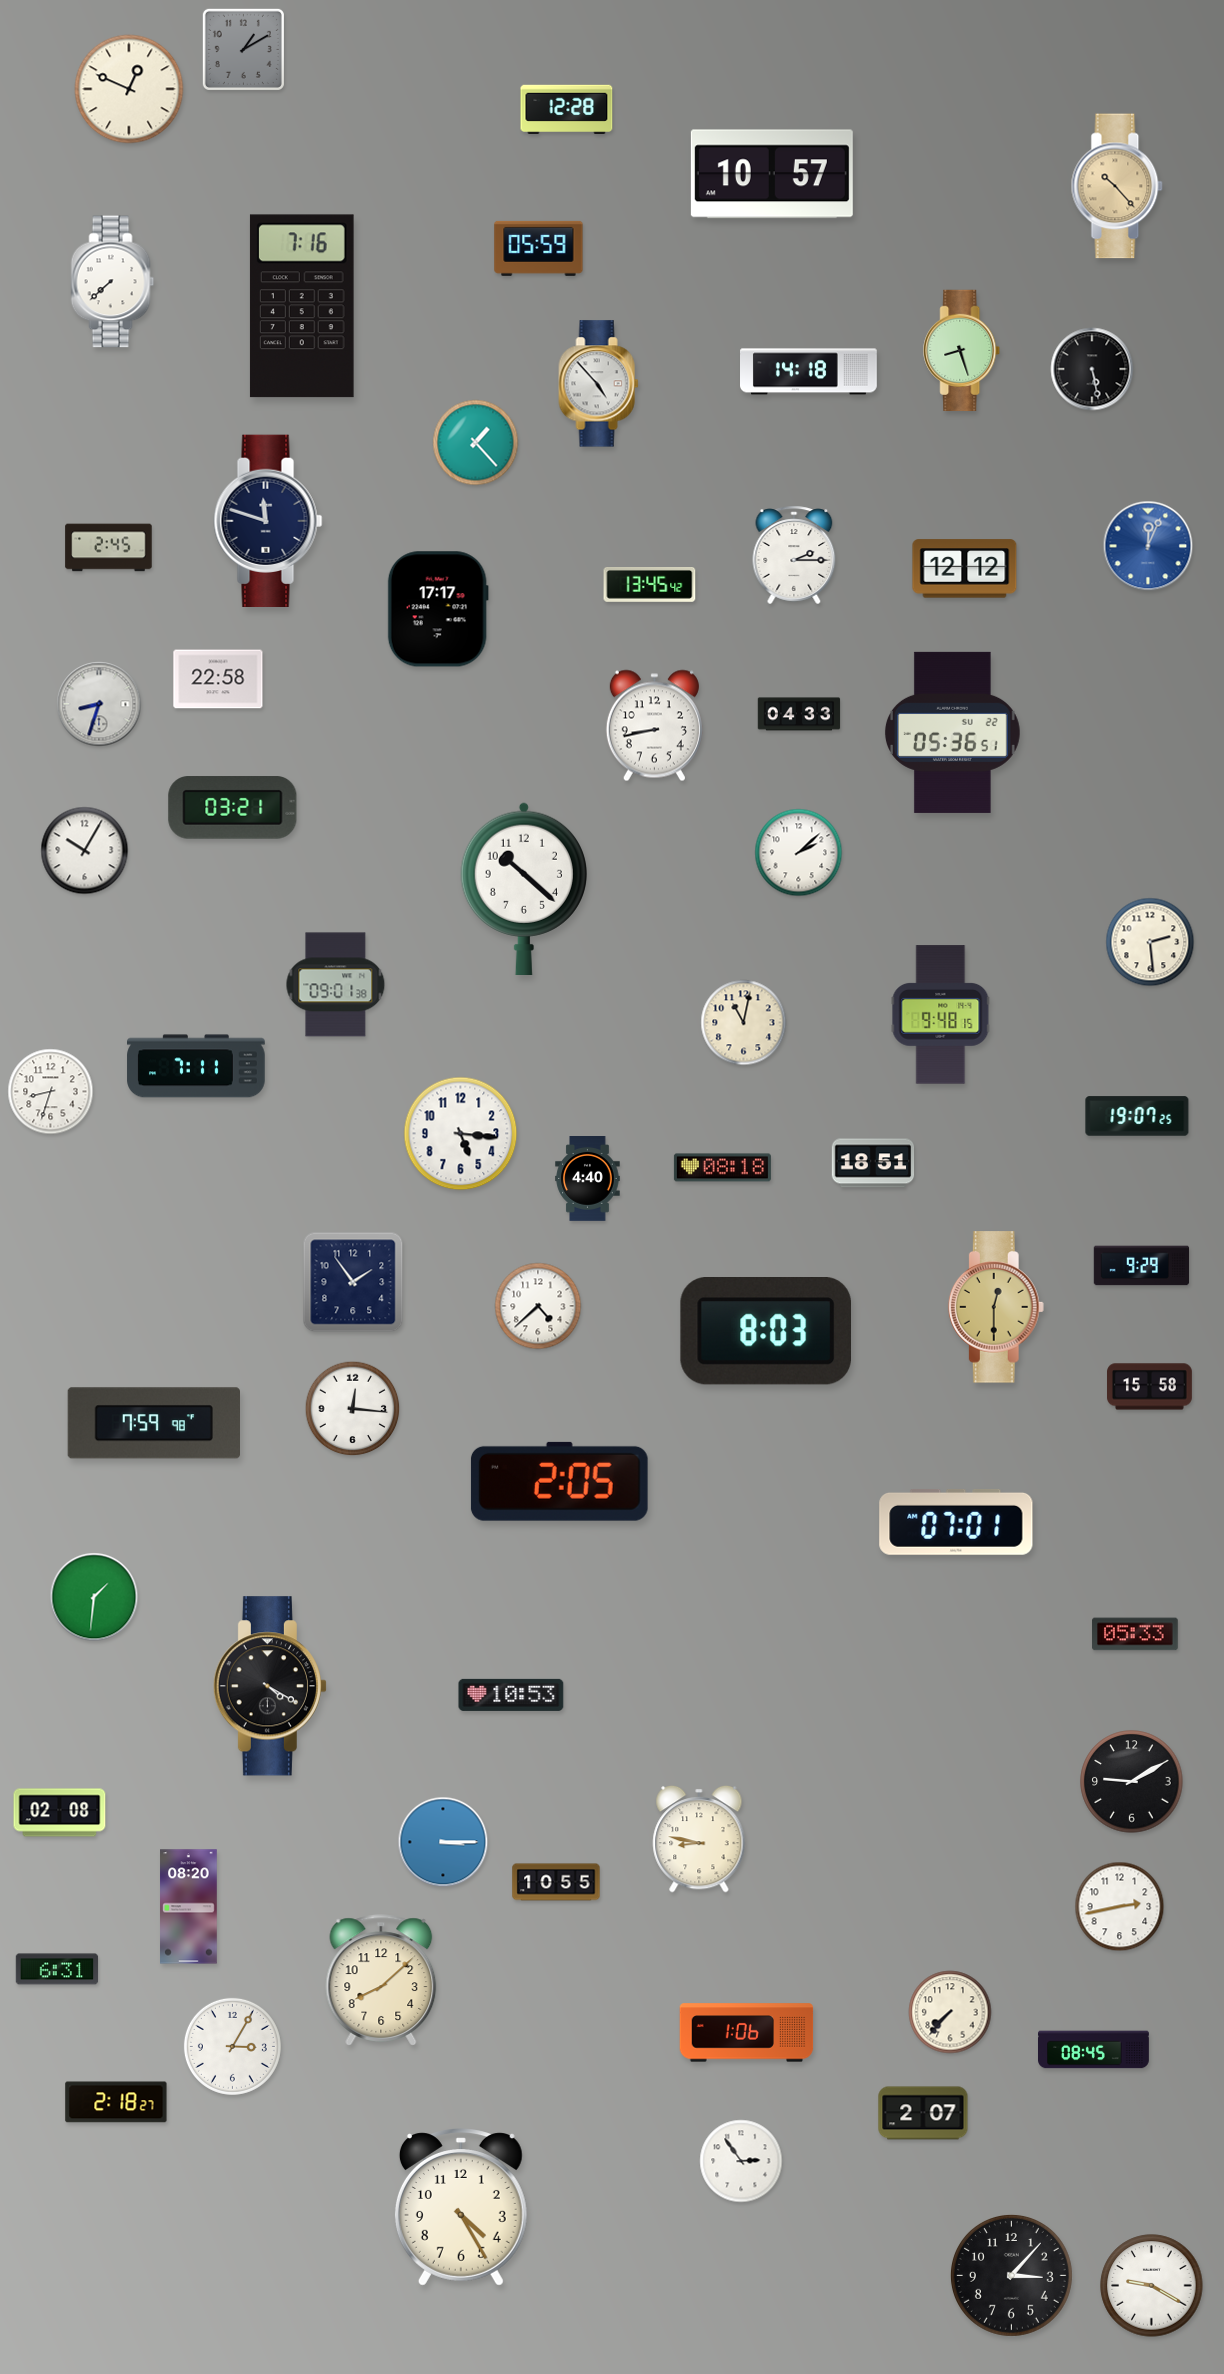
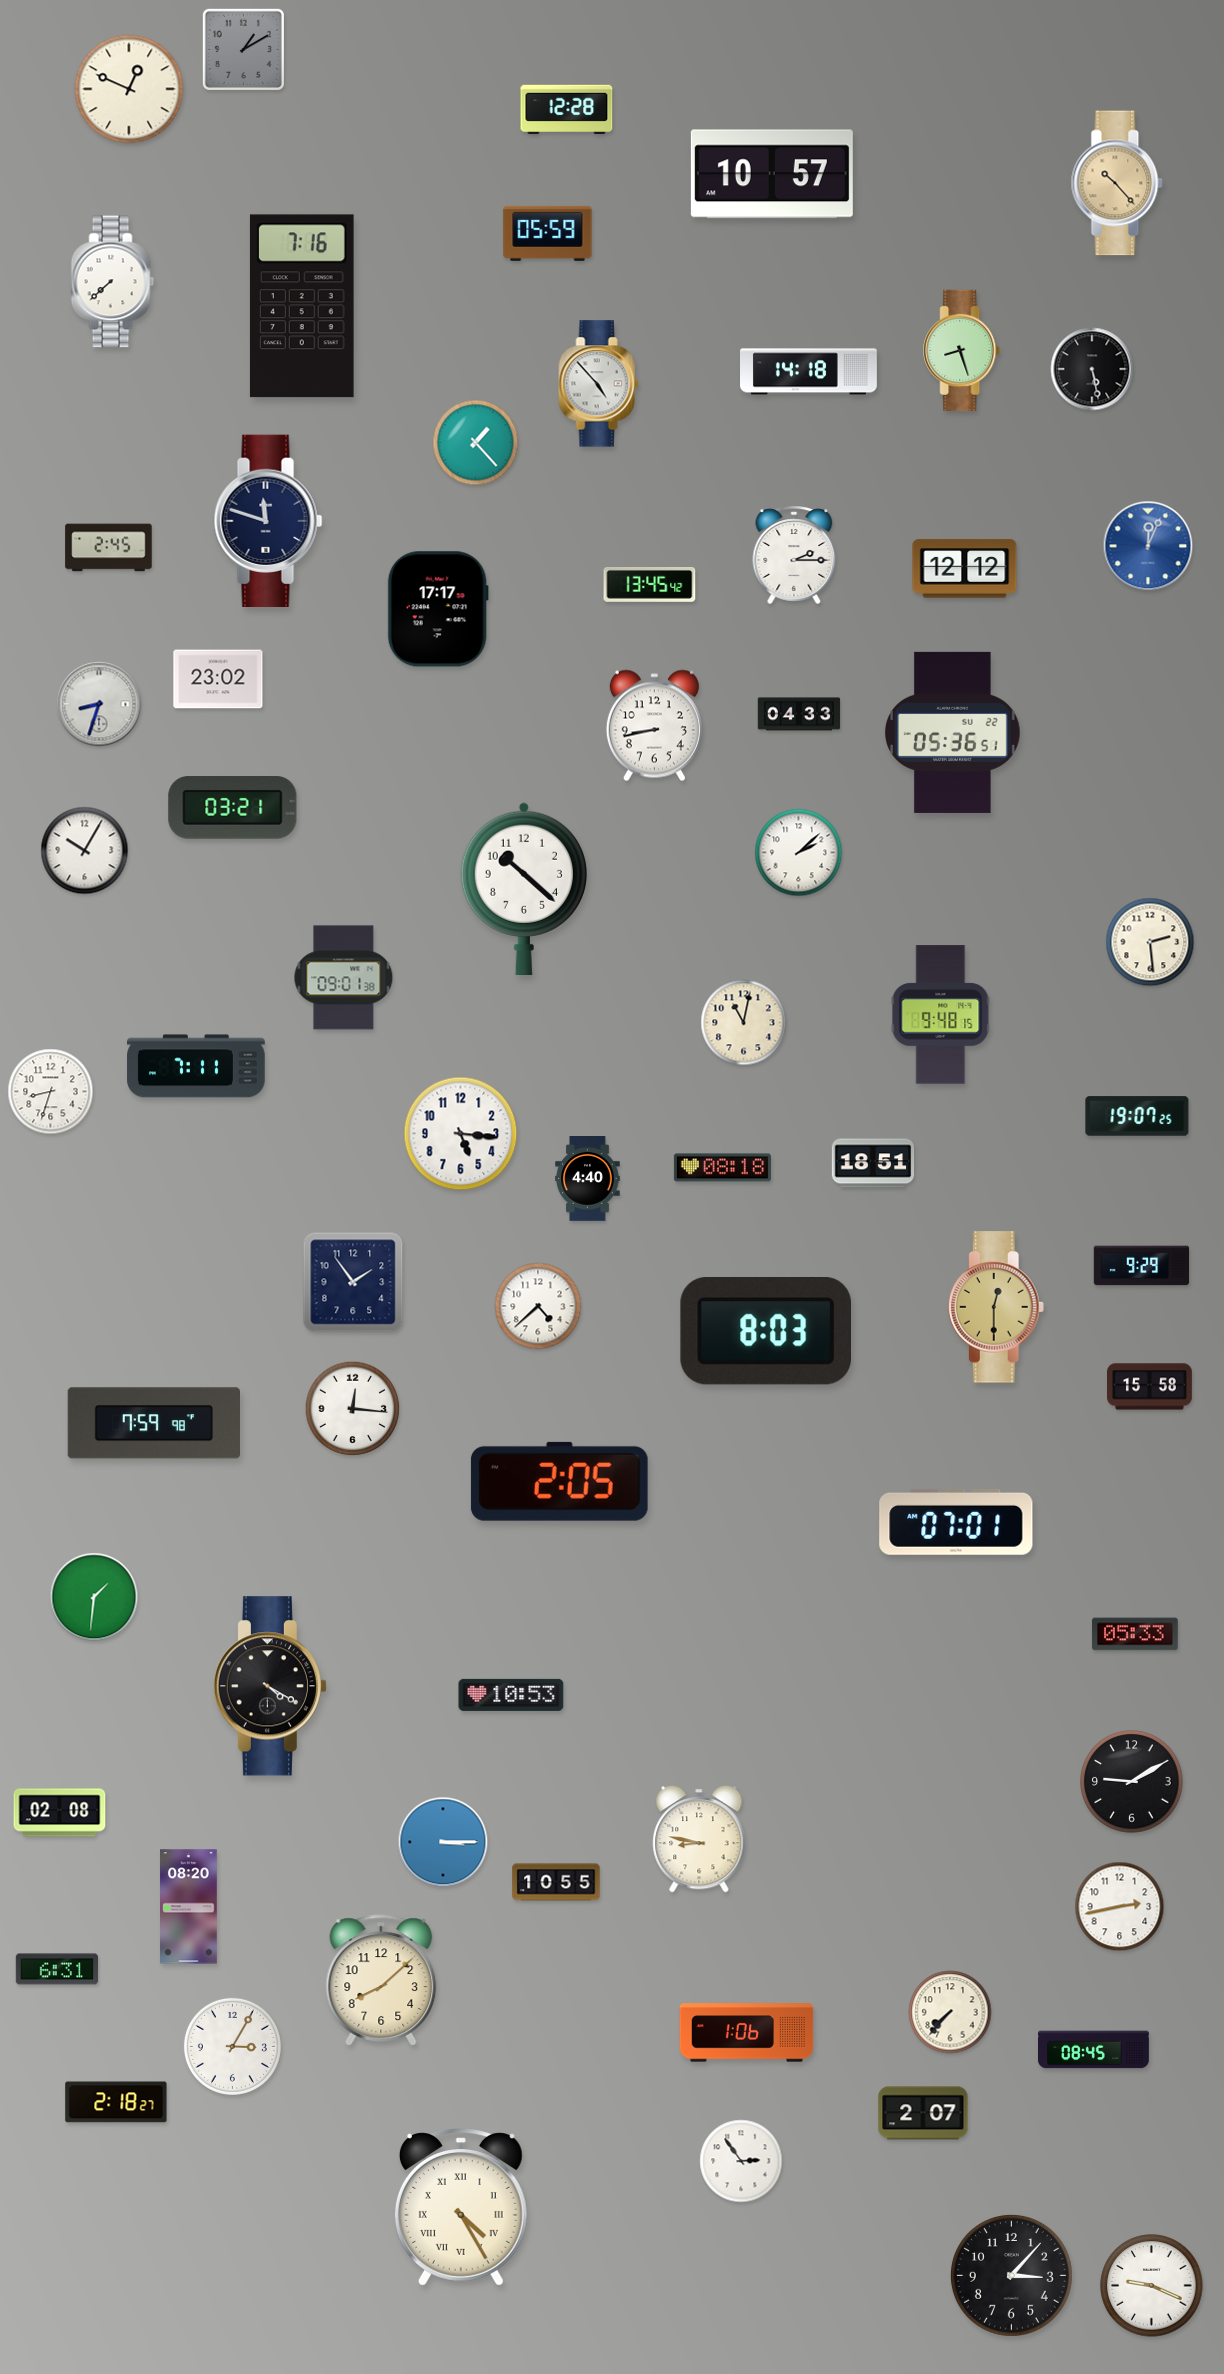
clock at (1117, 186) position: (1117, 186) -> (1117, 183)
clock at (539, 248) position: (539, 248) -> (548, 233)
clock at (218, 679): 22:58 -> 23:02
clock at (336, 985) position: (336, 985) -> (344, 978)
clock at (461, 2207) numerals: Arabic -> Roman
clock at (1152, 2286): 9:20 -> 9:19
